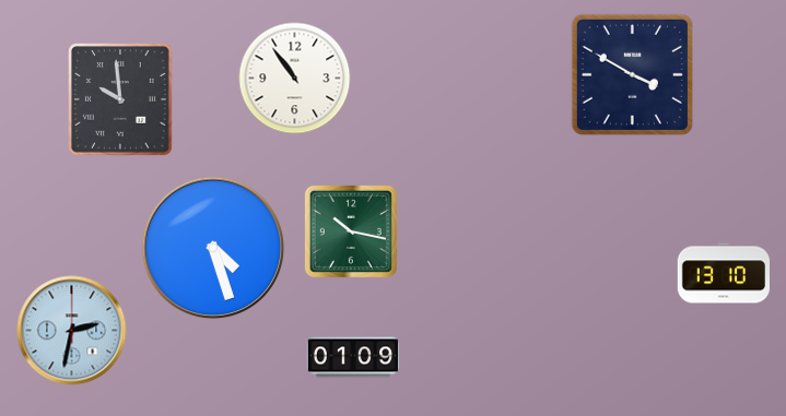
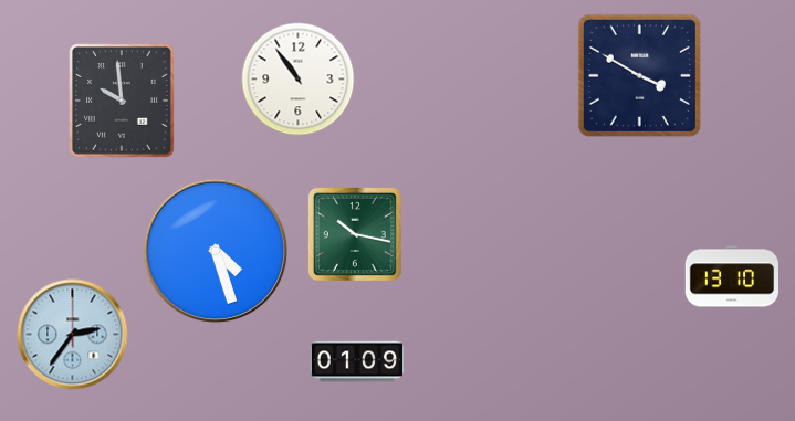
clock at (72, 331): 2:32 -> 2:36
